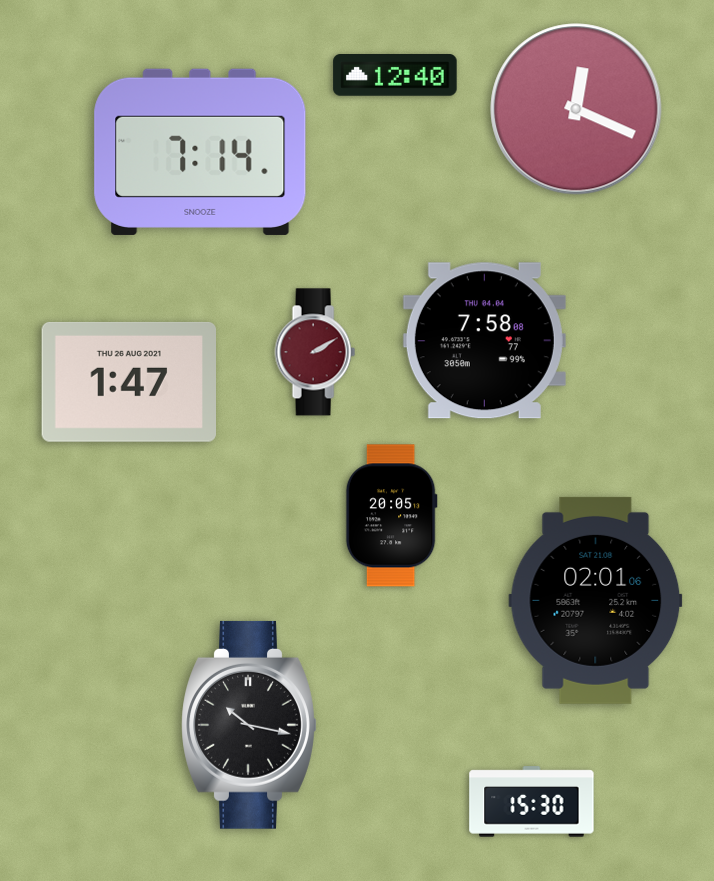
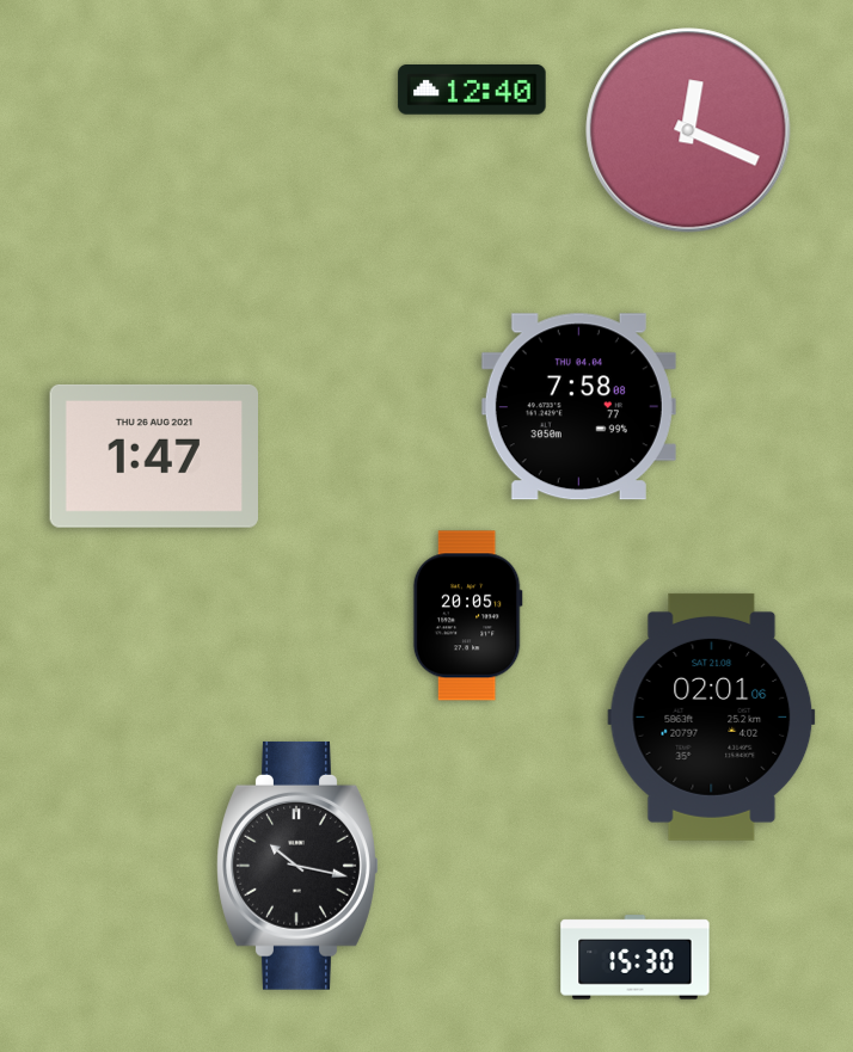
clock at (200, 152): 7:14 -> none
clock at (315, 352): 2:10 -> none
